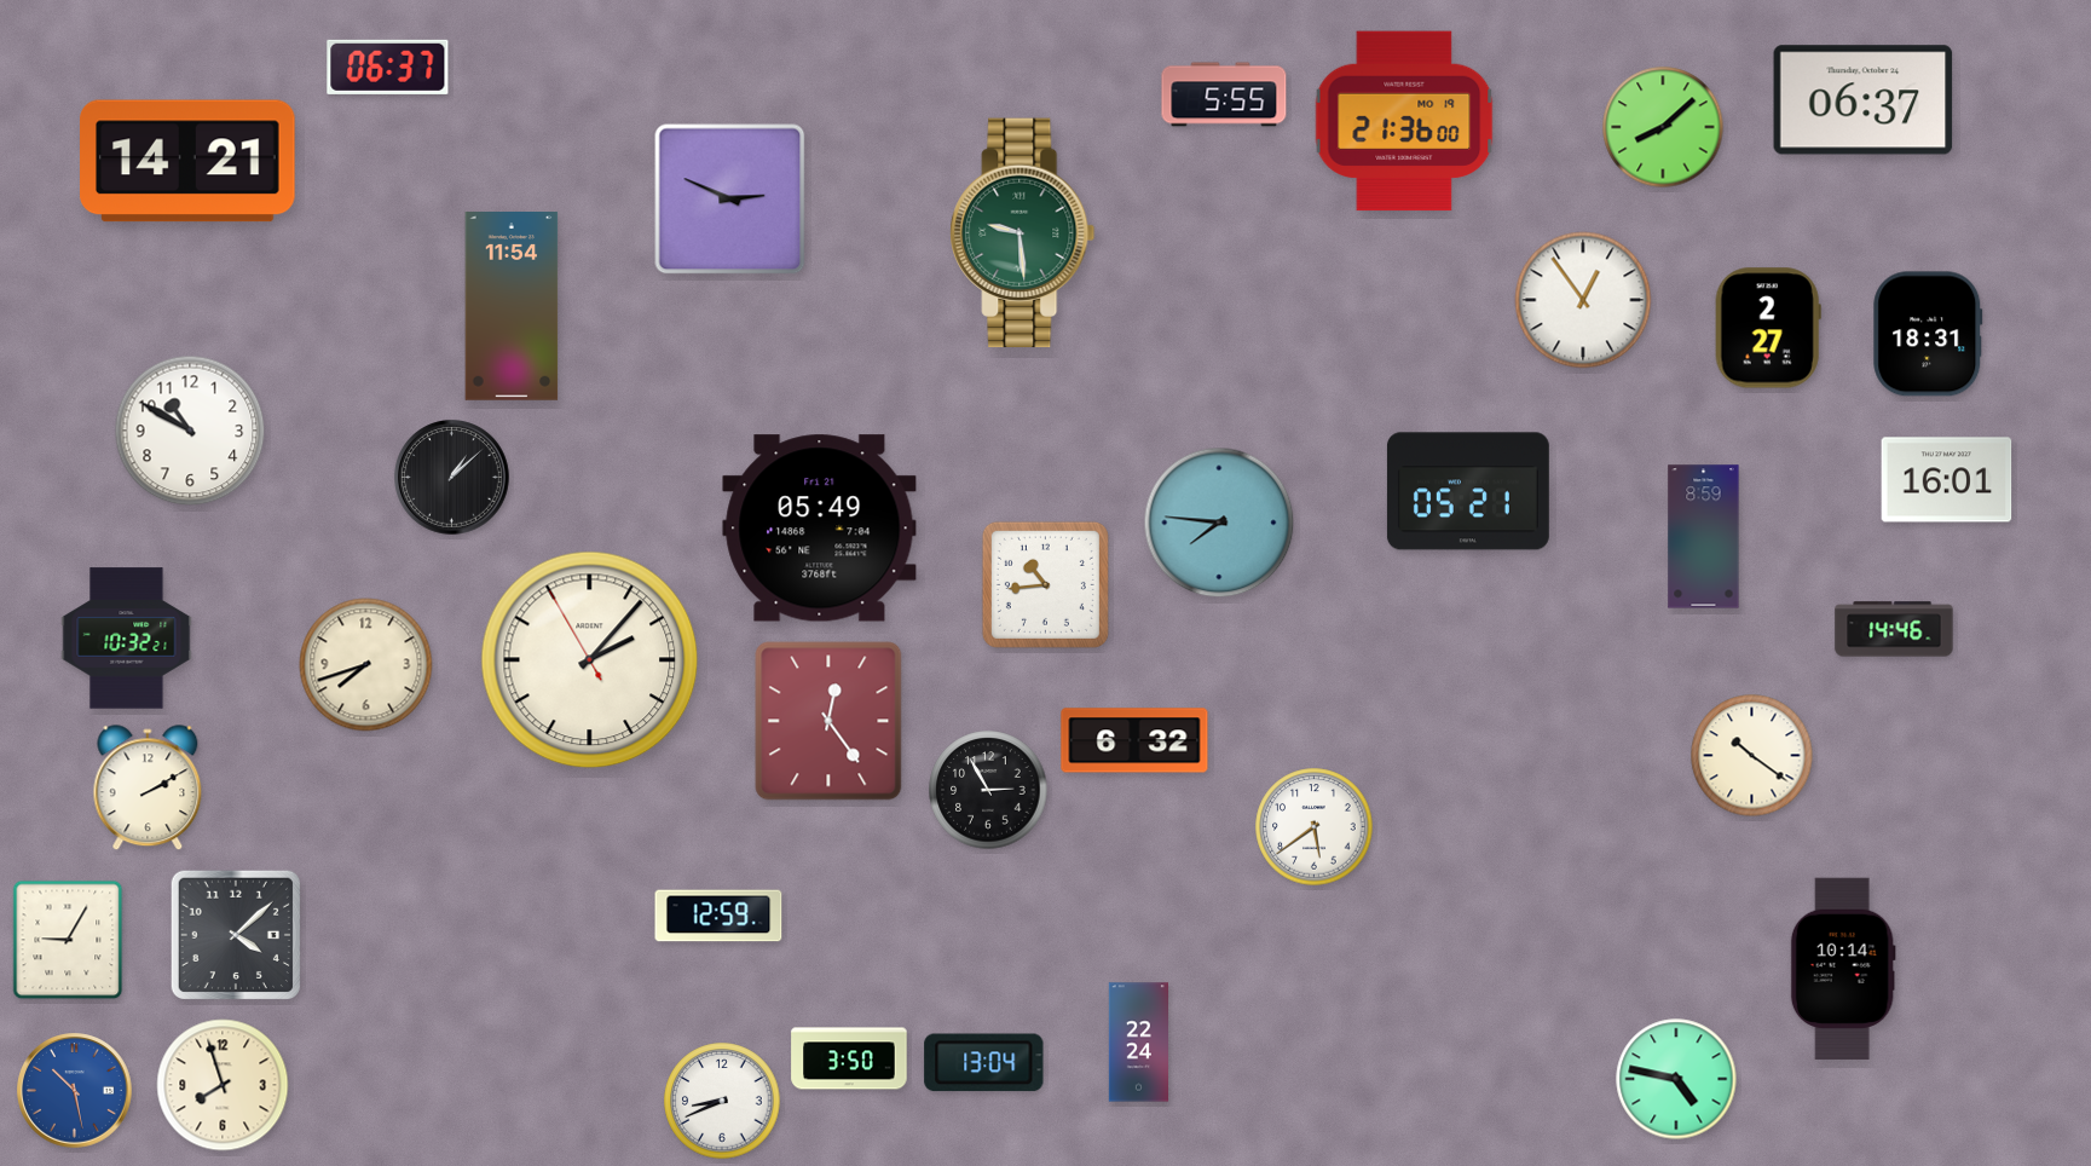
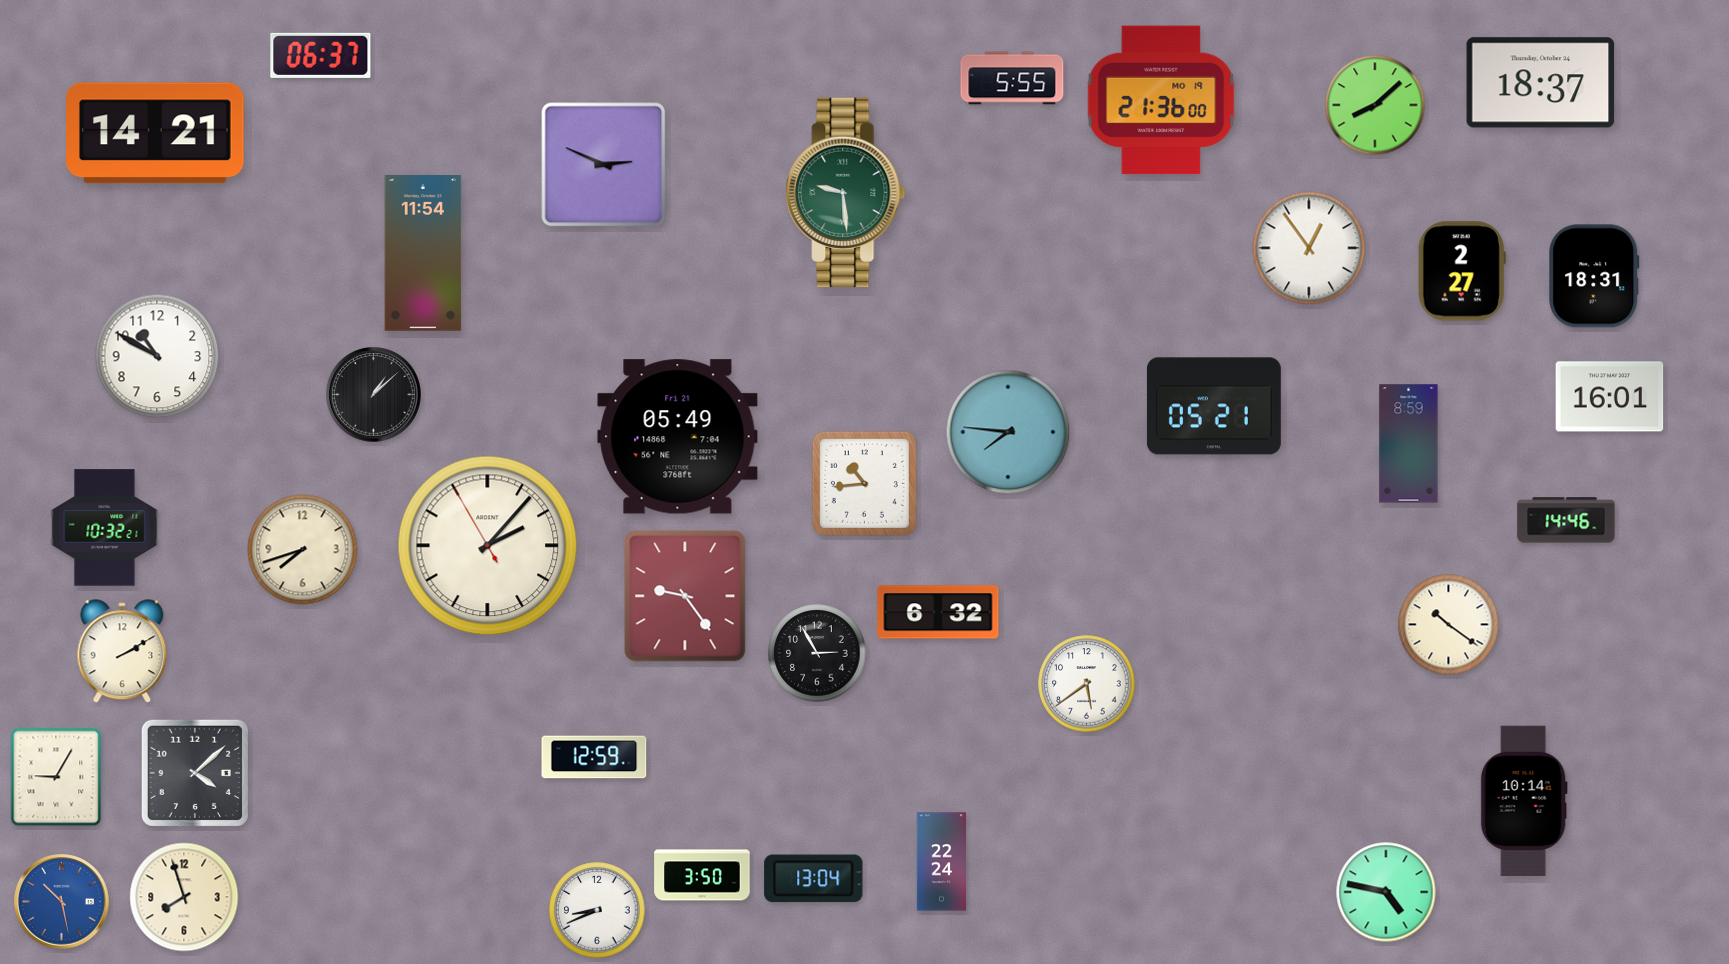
clock at (1864, 100): 06:37 -> 18:37
clock at (828, 721): 12:24 -> 9:24
